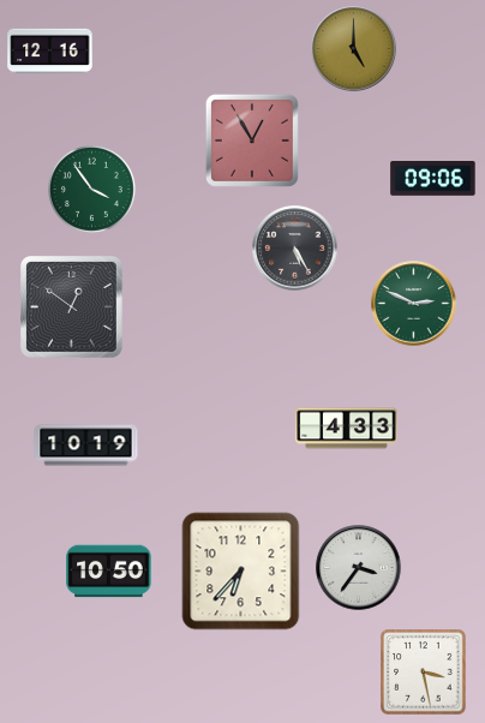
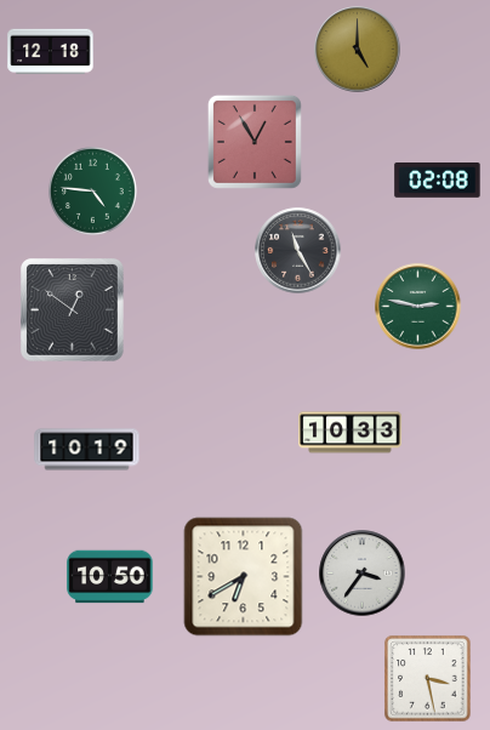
clock at (50, 52): 12:16 -> 12:18
clock at (433, 179): 09:06 -> 02:08
clock at (92, 190): 3:54 -> 4:46
clock at (295, 249): 5:25 -> 11:25
clock at (414, 304): 2:49 -> 2:47
clock at (347, 429): 4:33 -> 10:33
clock at (241, 572): 6:37 -> 6:40
